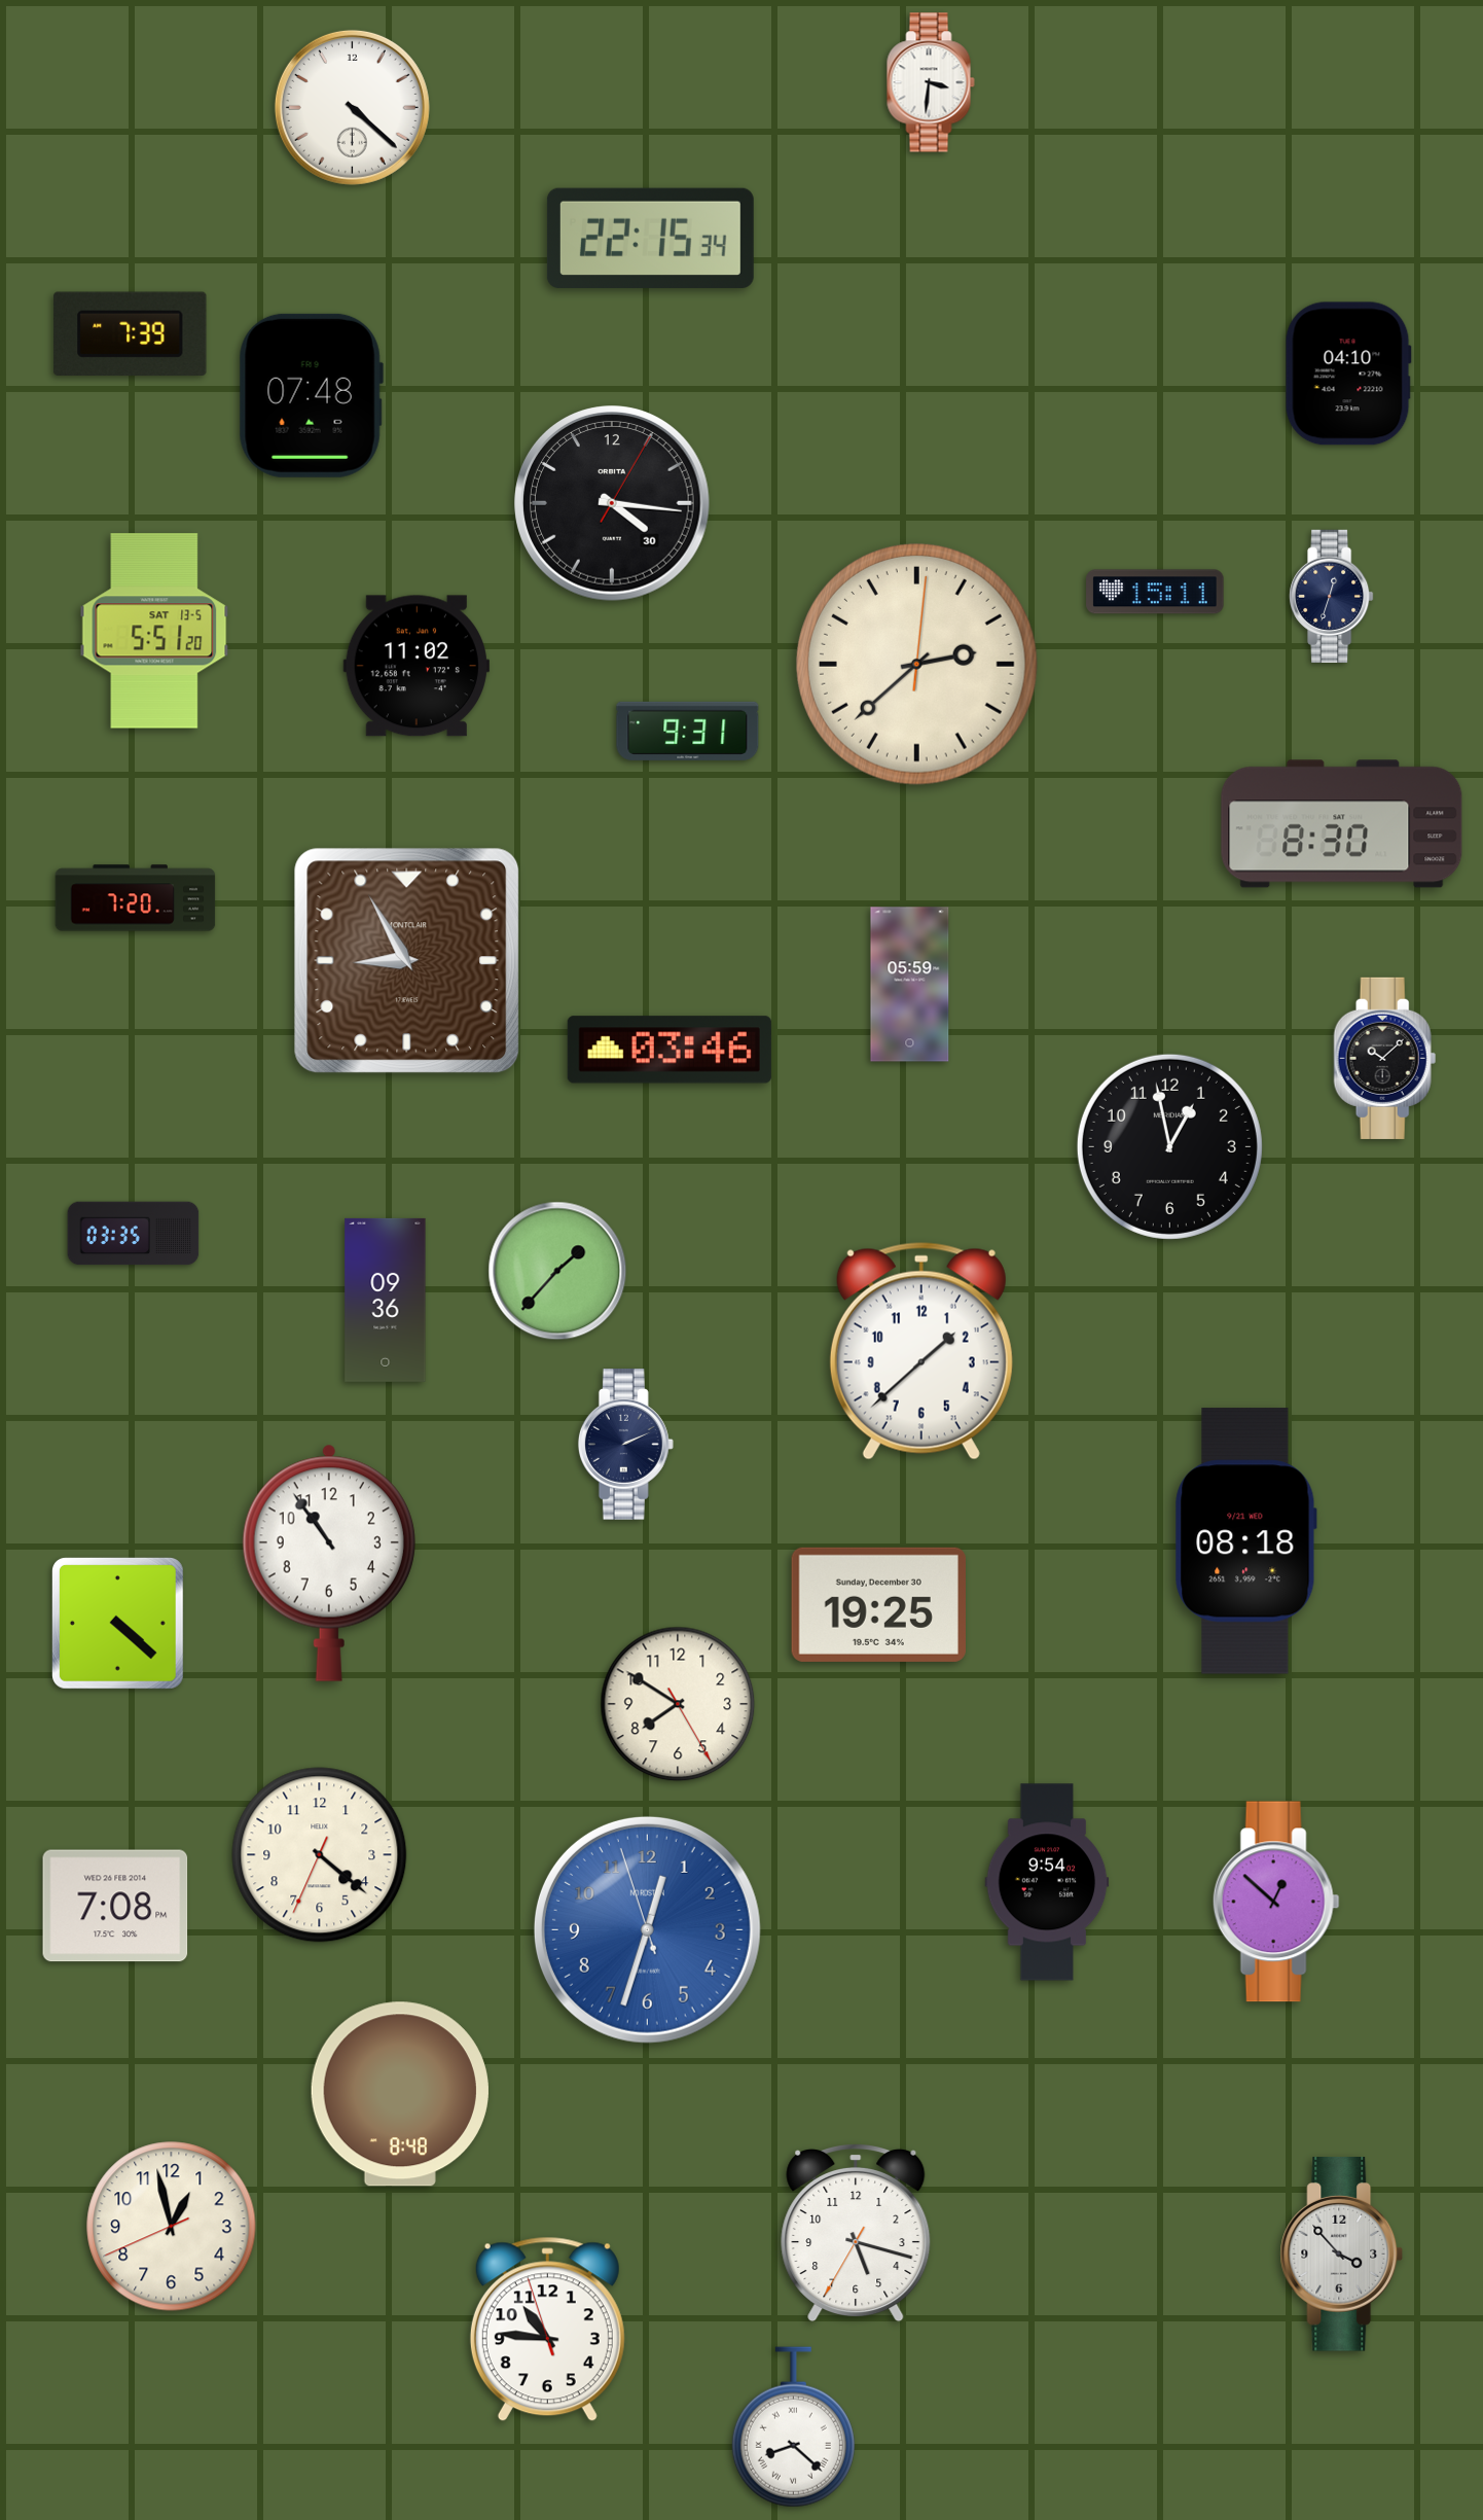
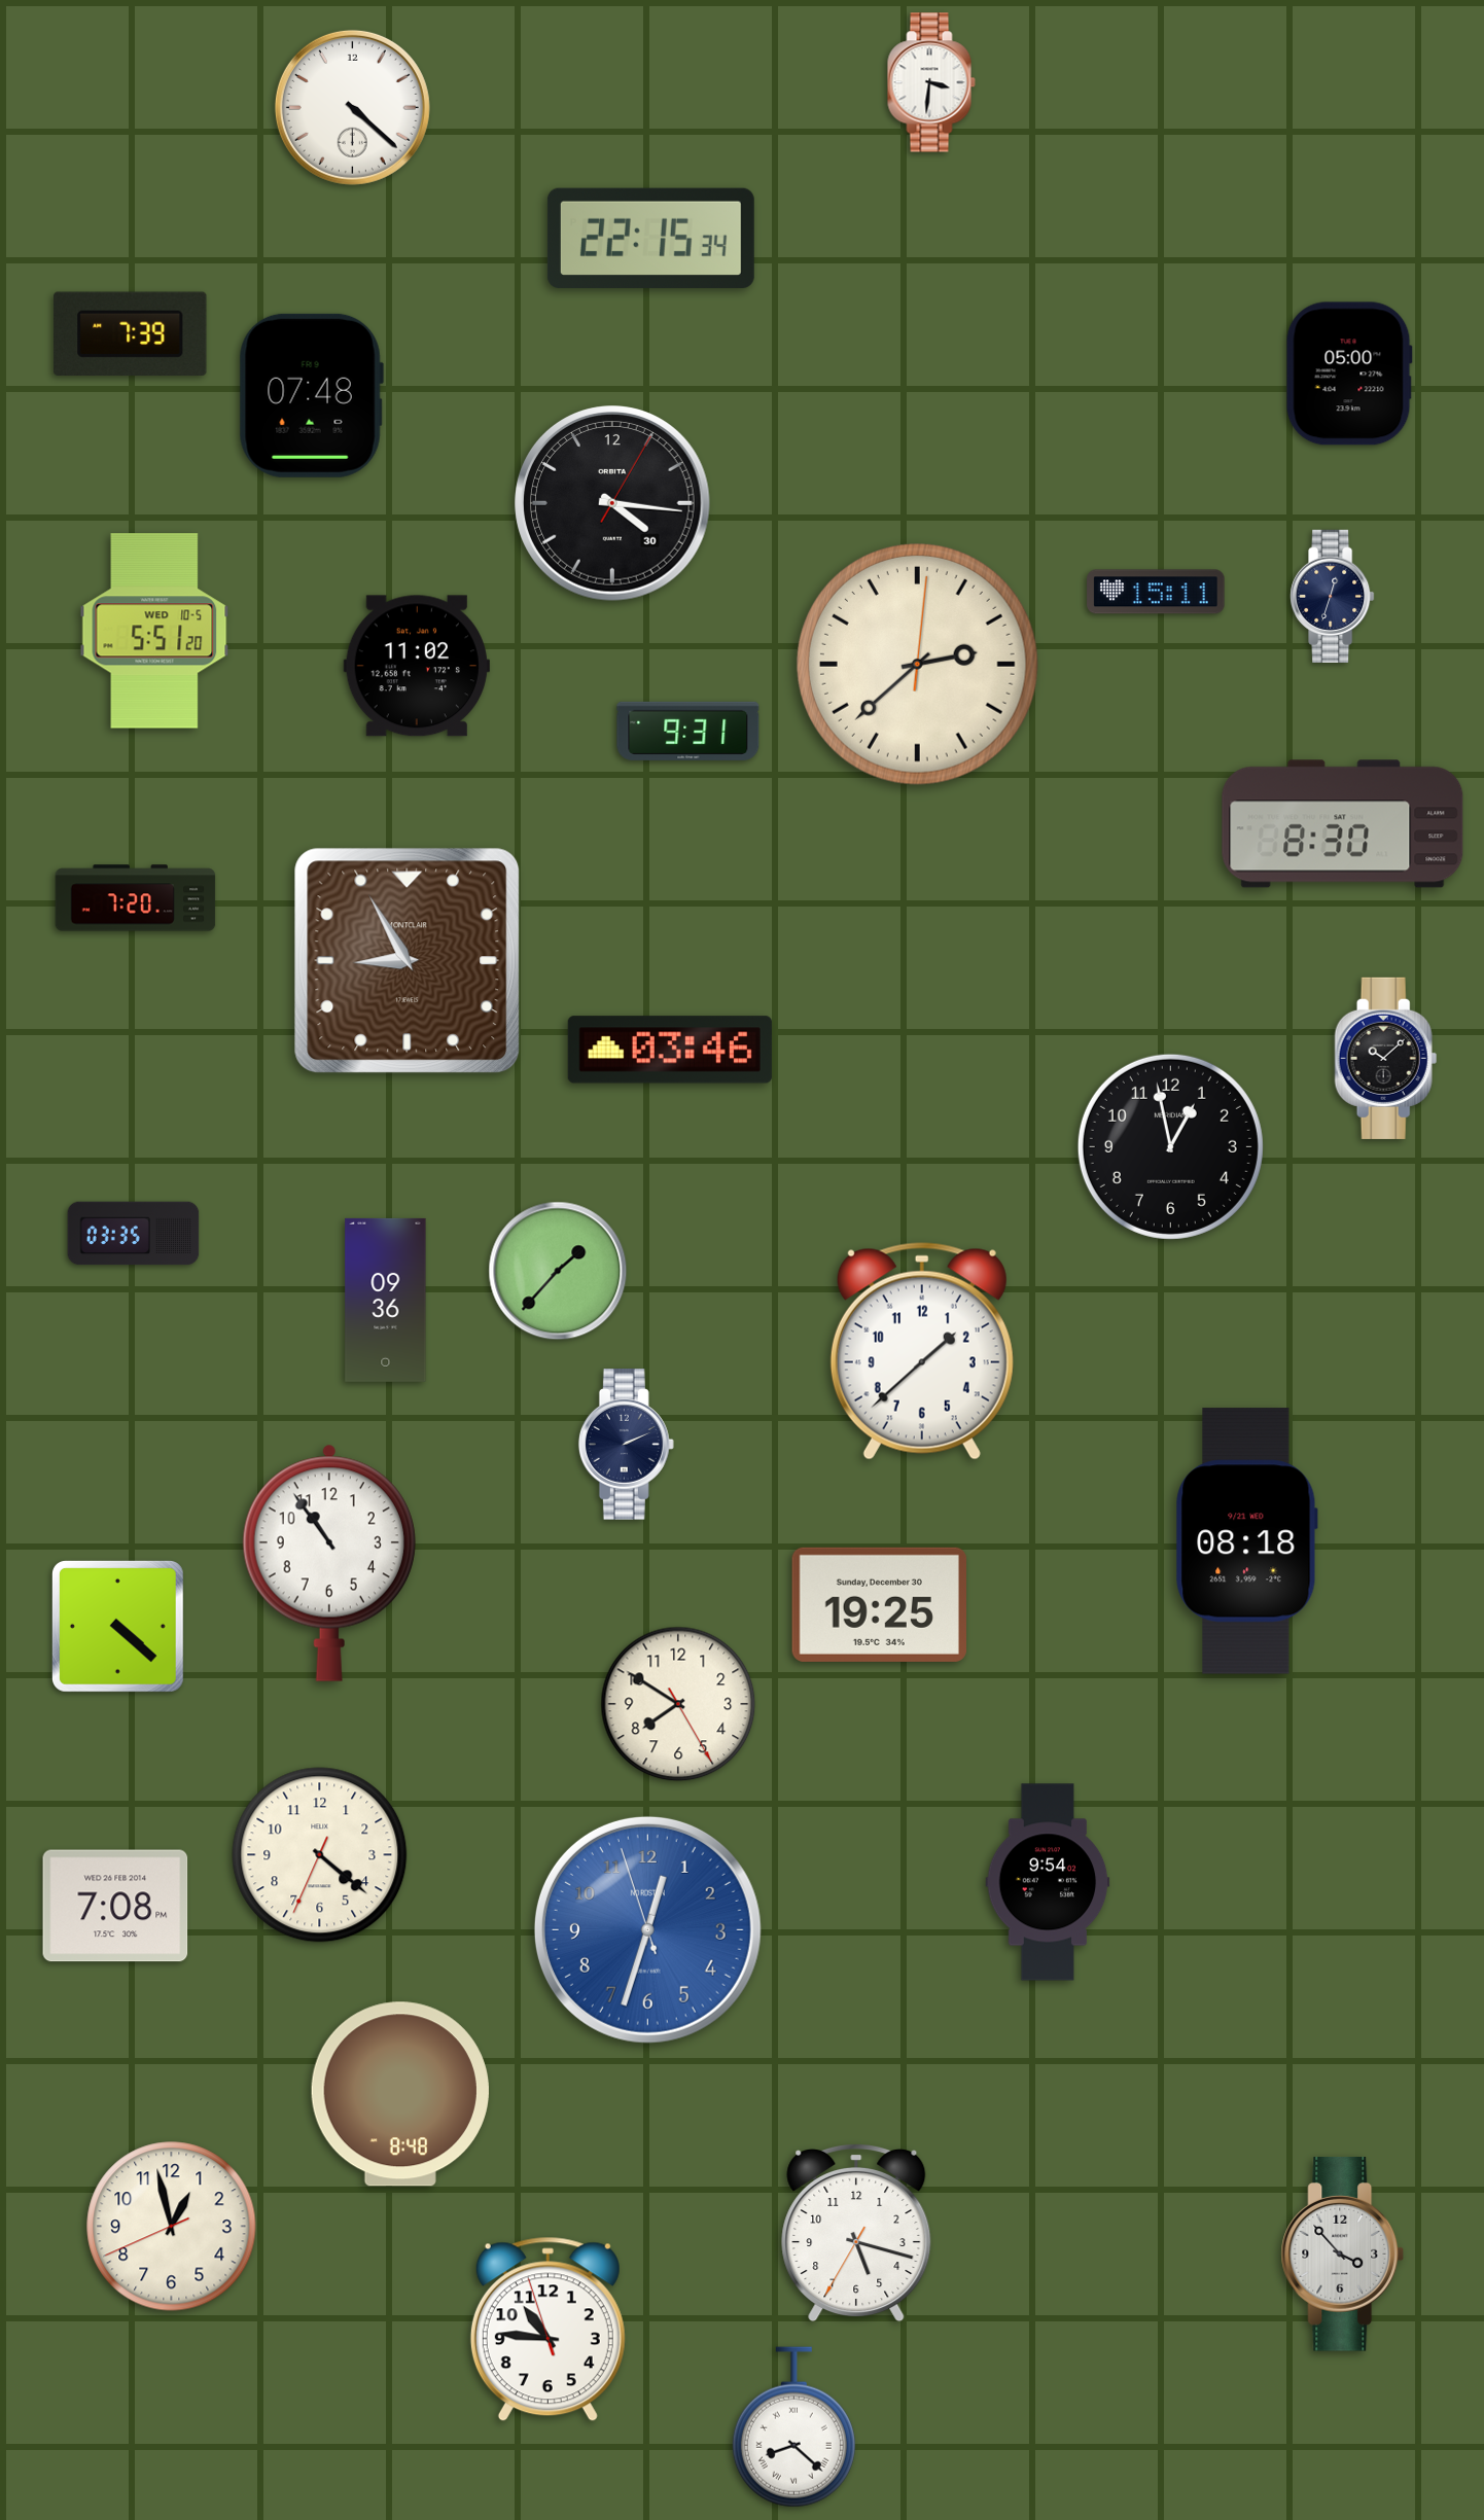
clock at (1348, 374): 04:10 -> 05:00
clock at (154, 631) date: SAT 13-5 -> WED 10-5
clock at (910, 985): 05:59 -> none
clock at (117, 1623) position: (117, 1623) -> (117, 1626)
clock at (1276, 1902): 12:52 -> none
